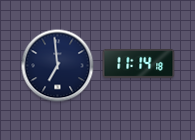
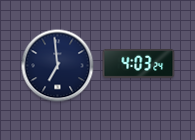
clock at (139, 63): 11:14 -> 4:03
